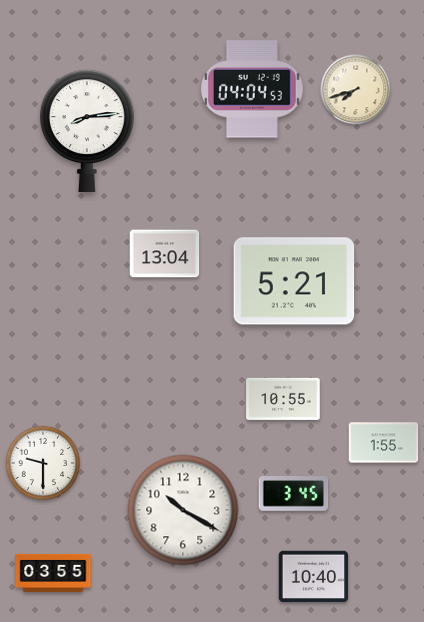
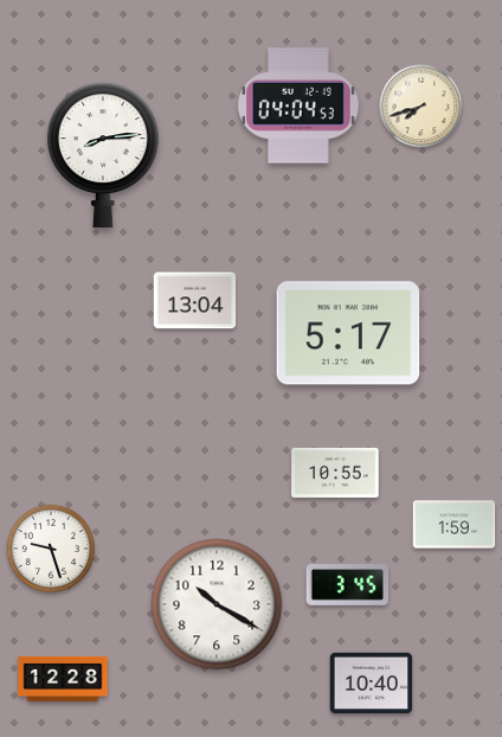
clock at (294, 281): 5:21 -> 5:17
clock at (384, 443): 1:55 -> 1:59
clock at (43, 463): 9:30 -> 9:27
clock at (53, 573): 03:55 -> 12:28
